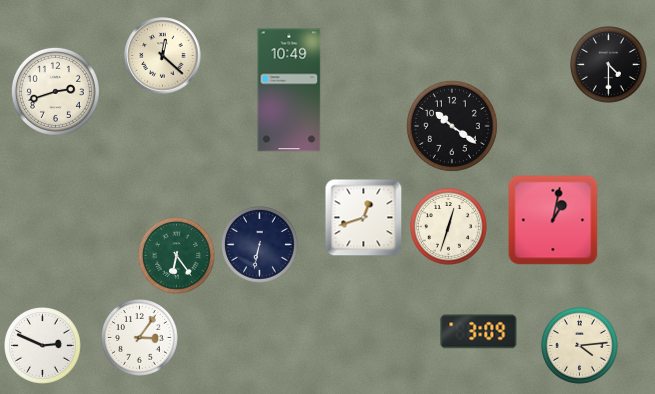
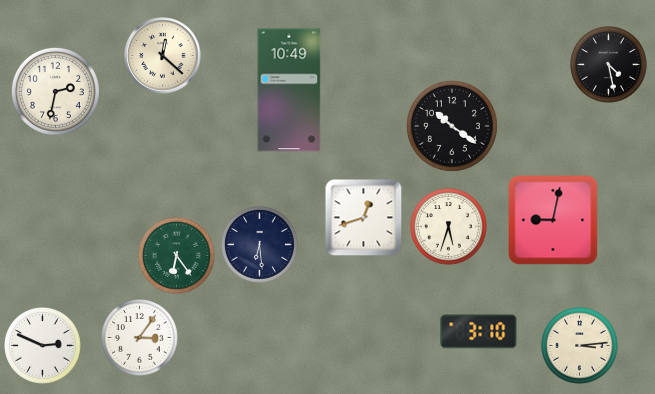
clock at (609, 65): 4:30 -> 4:28
clock at (55, 91): 2:42 -> 2:32
clock at (553, 220): 1:02 -> 9:02
clock at (449, 227): 12:33 -> 5:33
clock at (260, 245): 6:32 -> 6:29
clock at (479, 332): 3:09 -> 3:10
clock at (580, 346): 4:14 -> 3:14
